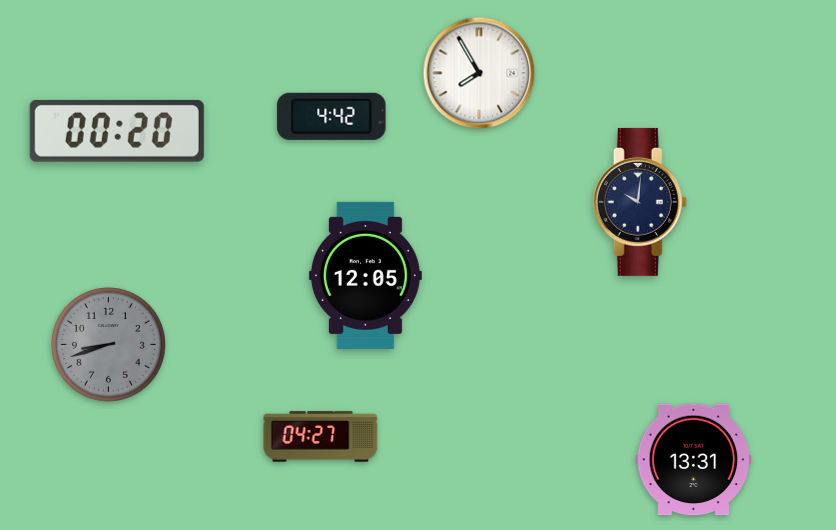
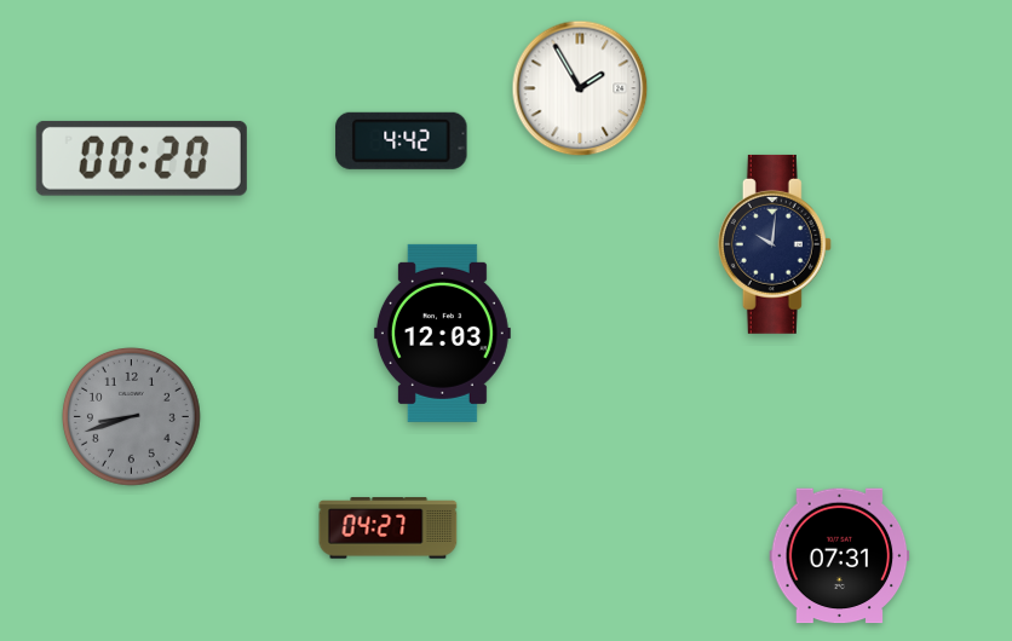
clock at (479, 73): 7:55 -> 1:55
clock at (365, 275): 12:05 -> 12:03
clock at (694, 460): 13:31 -> 07:31
